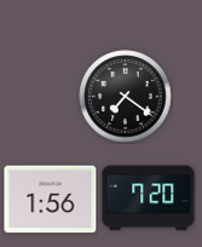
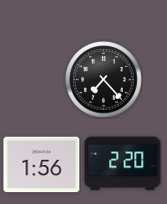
clock at (126, 97): 7:21 -> 7:23
clock at (149, 199): 7:20 -> 2:20
